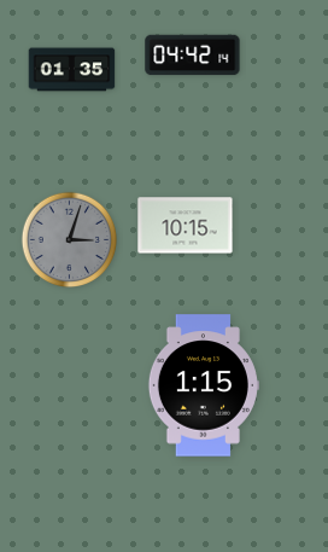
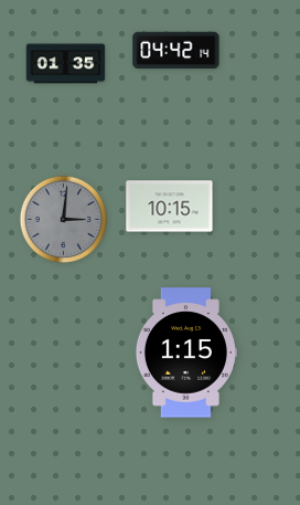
clock at (70, 240): 3:03 -> 3:01
